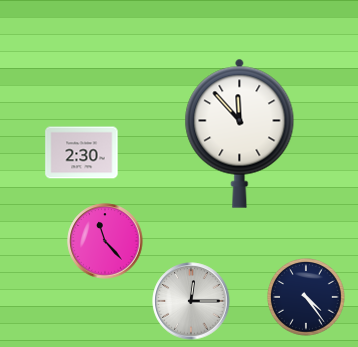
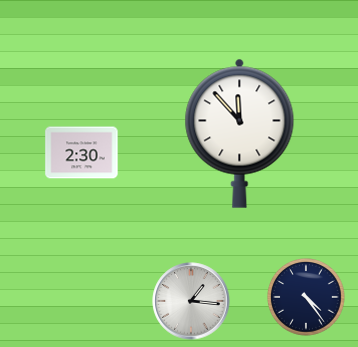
clock at (105, 241): 11:23 -> none
clock at (191, 301): 12:15 -> 1:16
